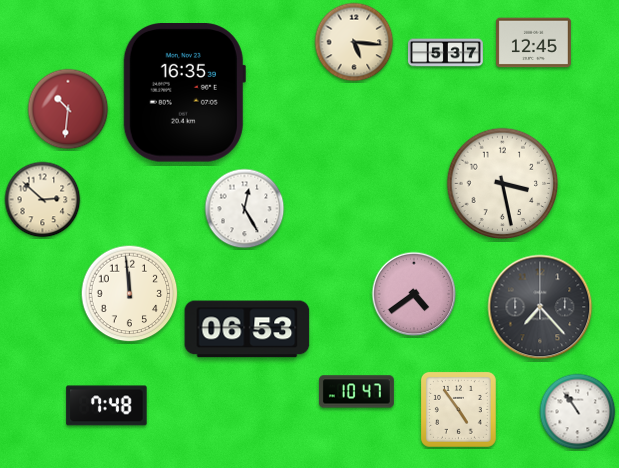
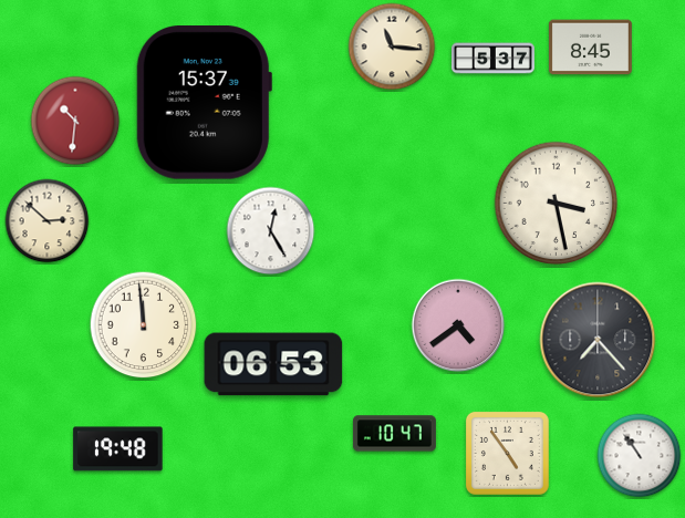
clock at (354, 42): 5:16 -> 11:16
clock at (533, 43): 12:45 -> 8:45
clock at (184, 93): 16:35 -> 15:37
clock at (107, 406): 7:48 -> 19:48
